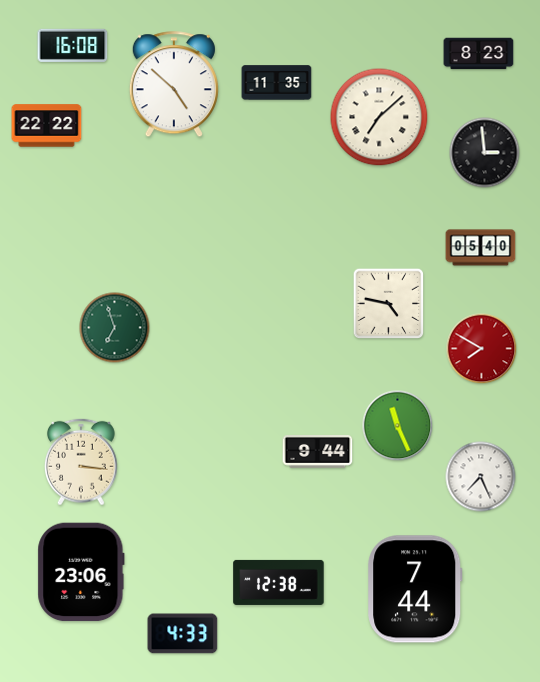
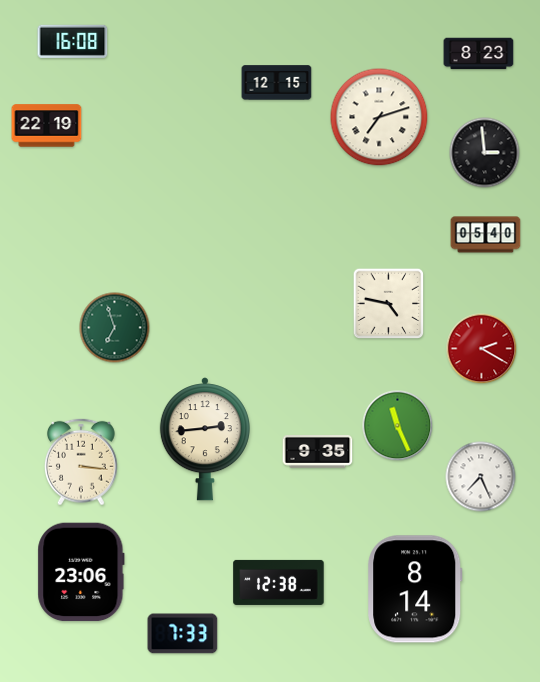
clock at (73, 45) position: (73, 45) -> (73, 41)
clock at (277, 83): 11:35 -> 12:15
clock at (174, 85): 4:52 -> none
clock at (379, 117): 7:08 -> 7:12
clock at (47, 126): 22:22 -> 22:19
clock at (481, 248) position: (481, 248) -> (486, 235)
clock at (482, 349): 7:50 -> 2:20
clock at (205, 439): none -> 2:44
clock at (318, 452): 9:44 -> 9:35
clock at (415, 589): 7:44 -> 8:14
clock at (183, 634): 4:33 -> 7:33
